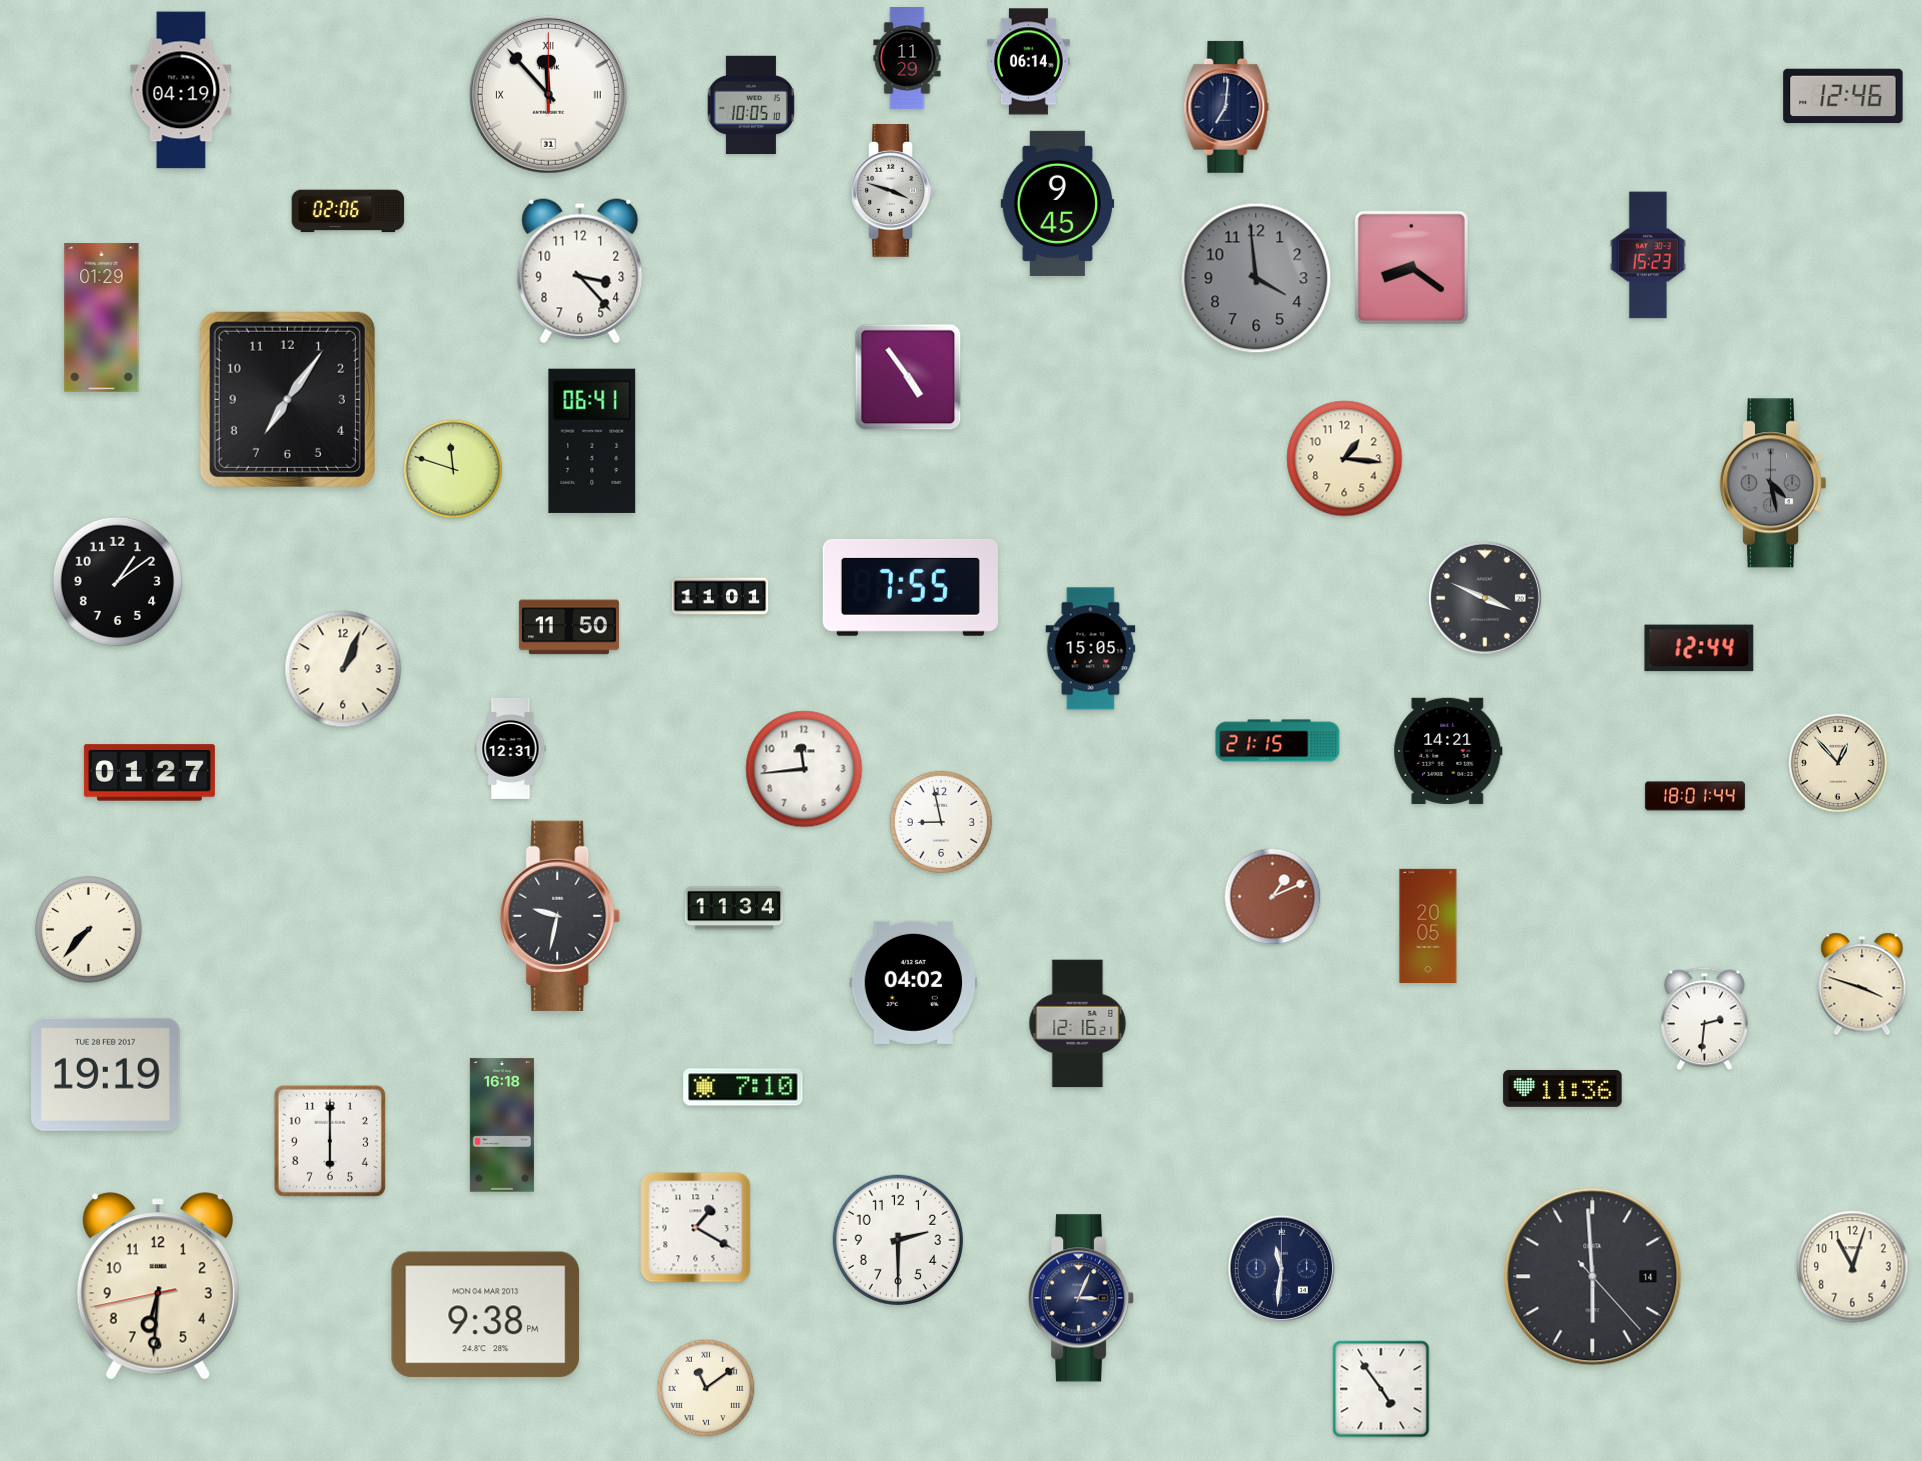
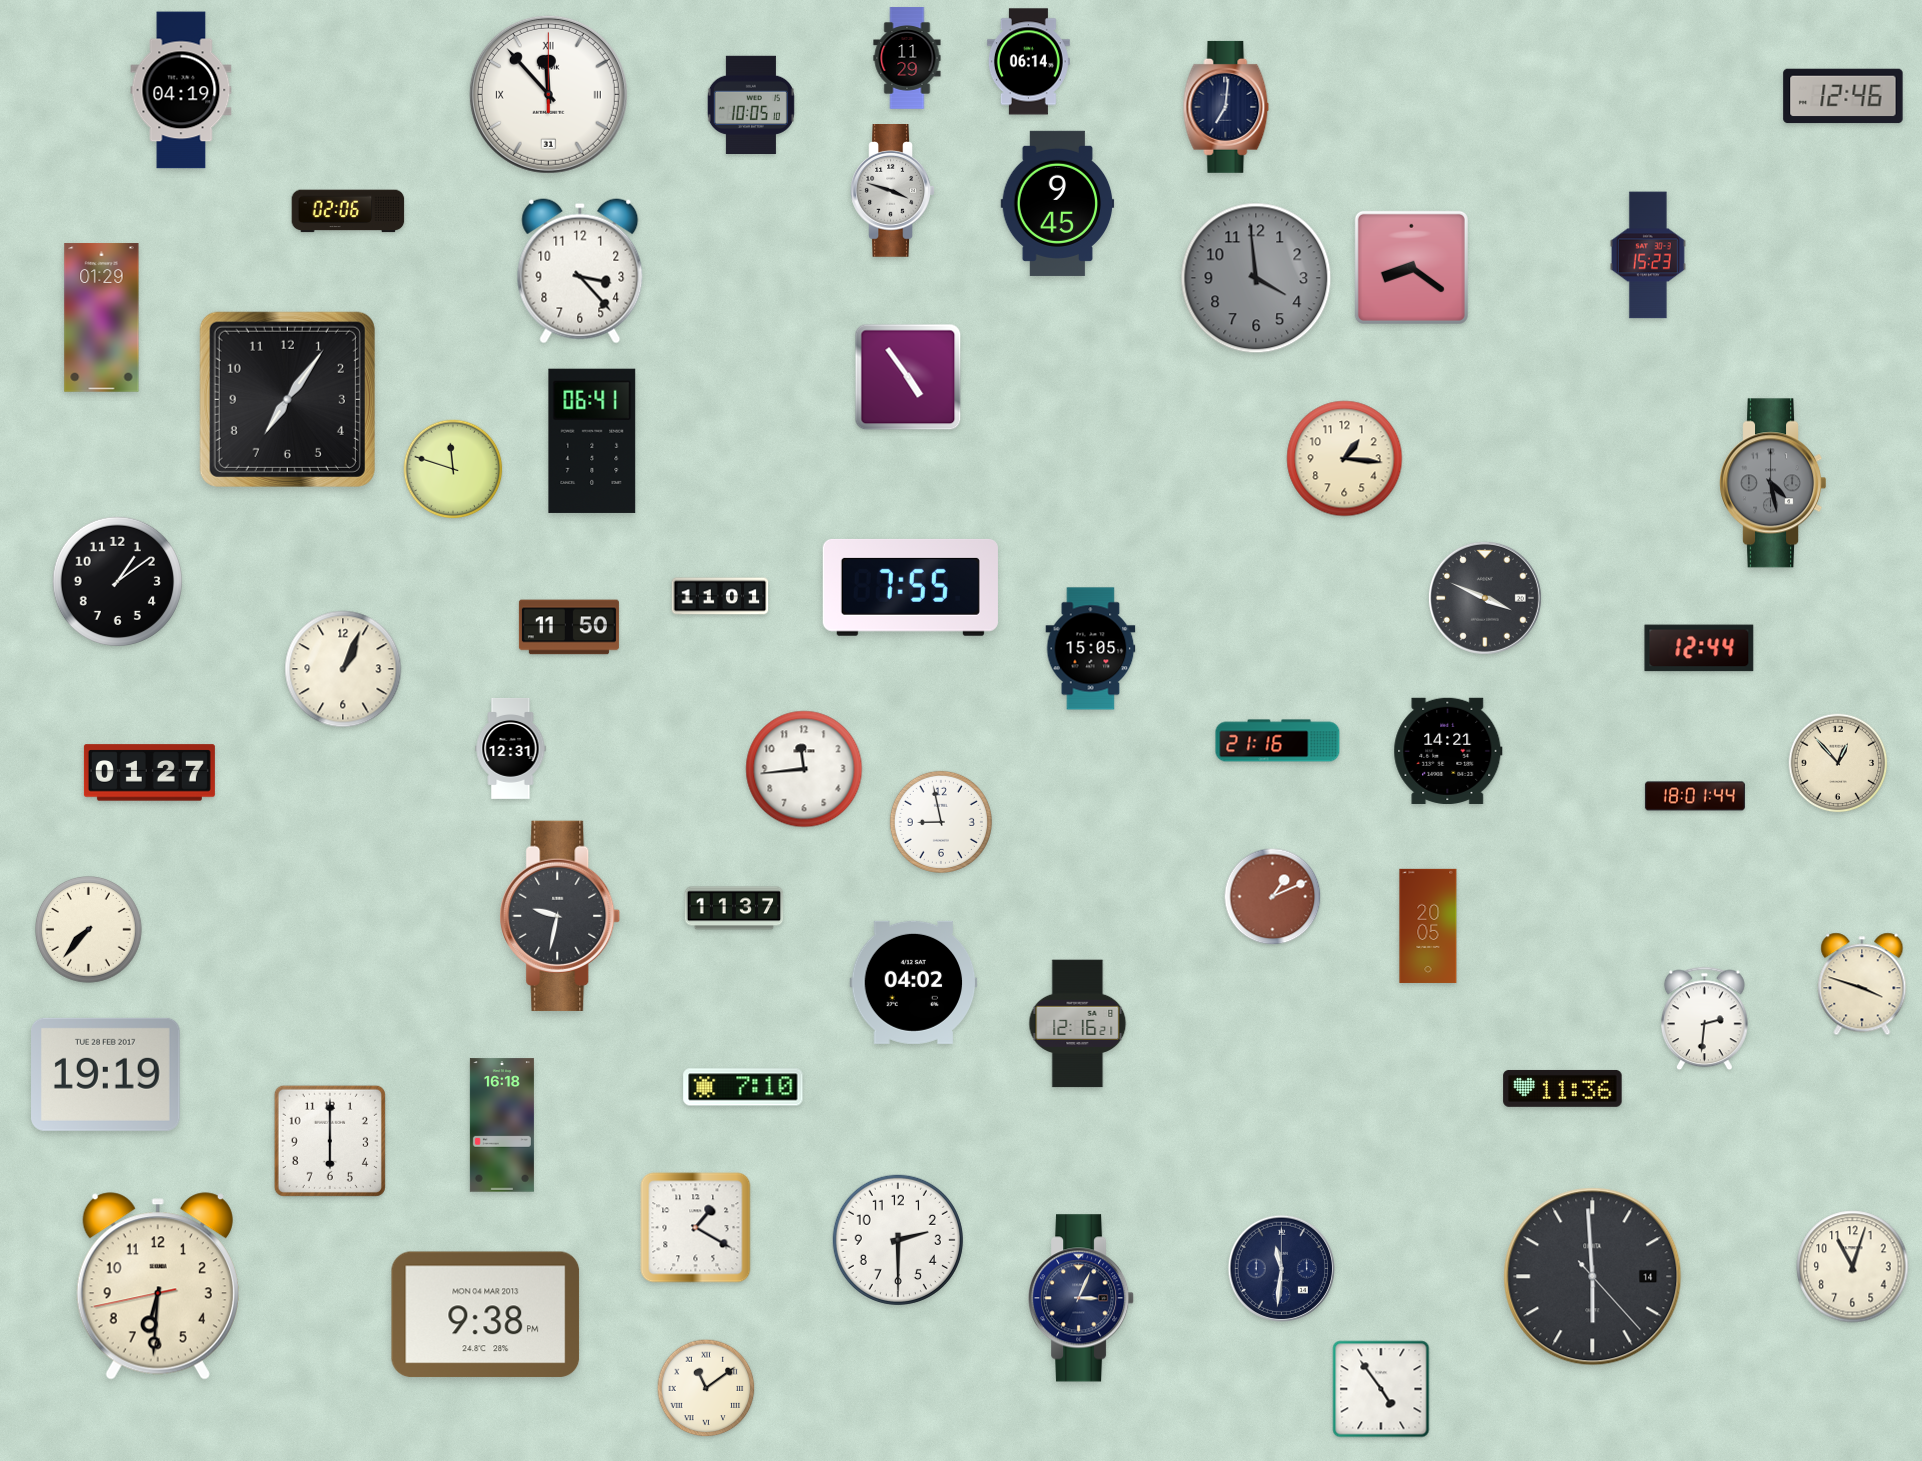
clock at (1278, 741): 21:15 -> 21:16
clock at (734, 908): 11:34 -> 11:37
